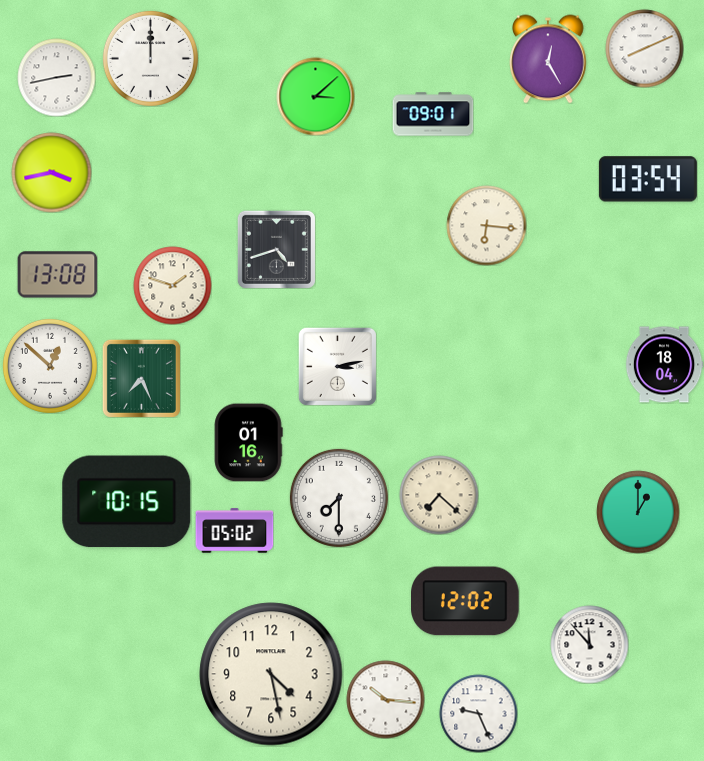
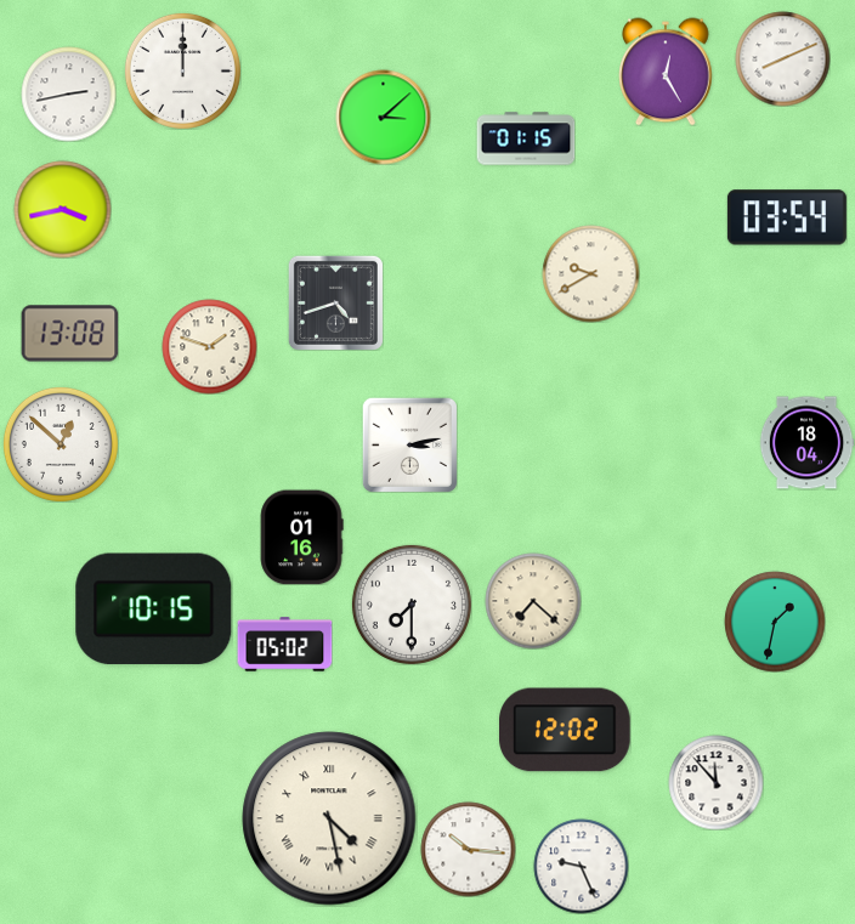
clock at (433, 114): 09:01 -> 01:15
clock at (486, 225): 6:16 -> 9:40
clock at (141, 378): 7:26 -> none
clock at (638, 512): 1:00 -> 1:32
clock at (271, 674) numerals: Arabic -> Roman
